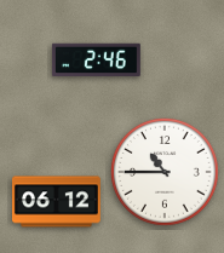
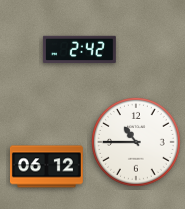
clock at (97, 61): 2:46 -> 2:42
